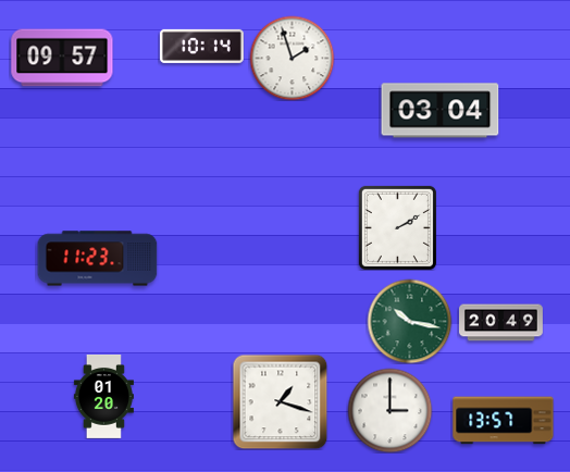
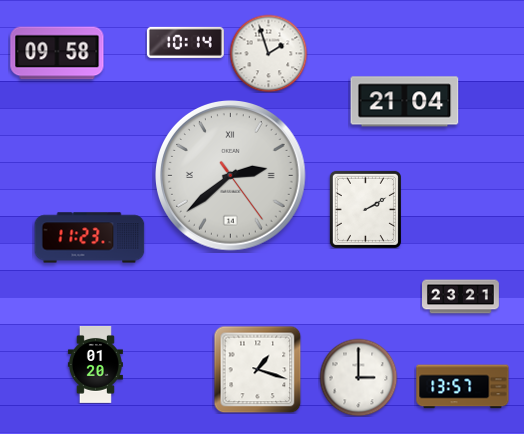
clock at (62, 58): 09:57 -> 09:58
clock at (441, 111): 03:04 -> 21:04
clock at (231, 176): none -> 2:38
clock at (409, 321): 10:17 -> none
clock at (501, 323): 20:49 -> 23:21
